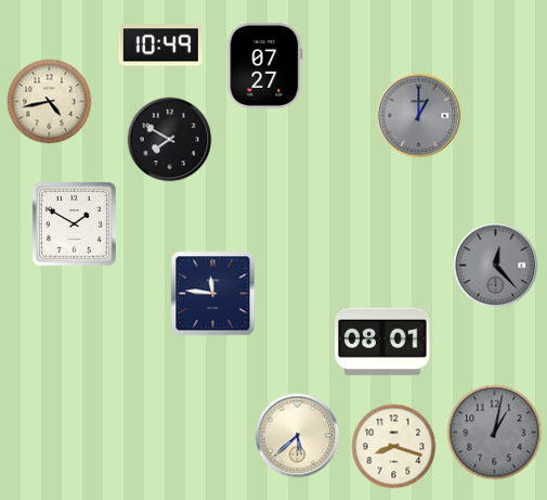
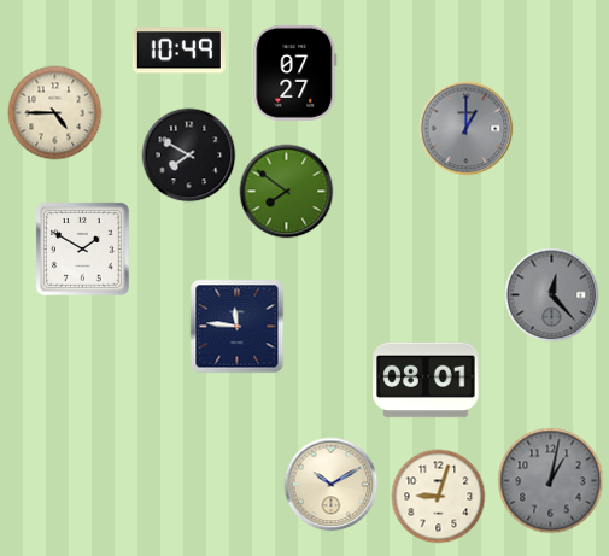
clock at (49, 101): 4:43 -> 4:45
clock at (286, 191): none -> 7:51
clock at (297, 435): 5:38 -> 10:10
clock at (393, 446): 8:18 -> 9:03
